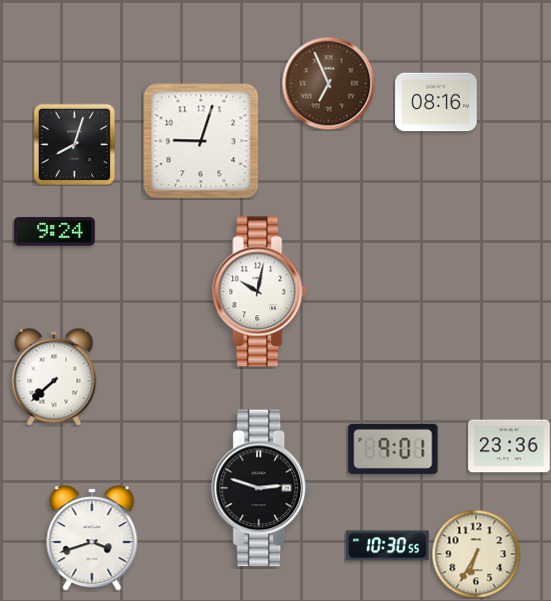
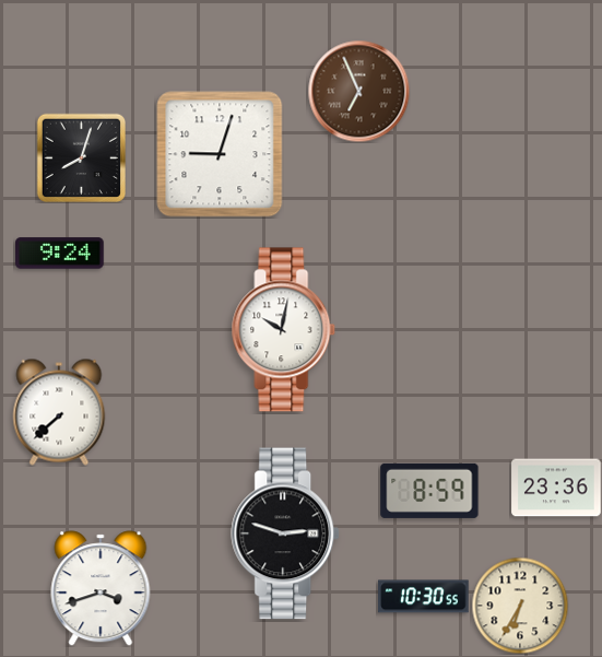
clock at (436, 102): 08:16 -> none
clock at (260, 292) position: (260, 292) -> (284, 330)
clock at (393, 449): 9:01 -> 8:59
